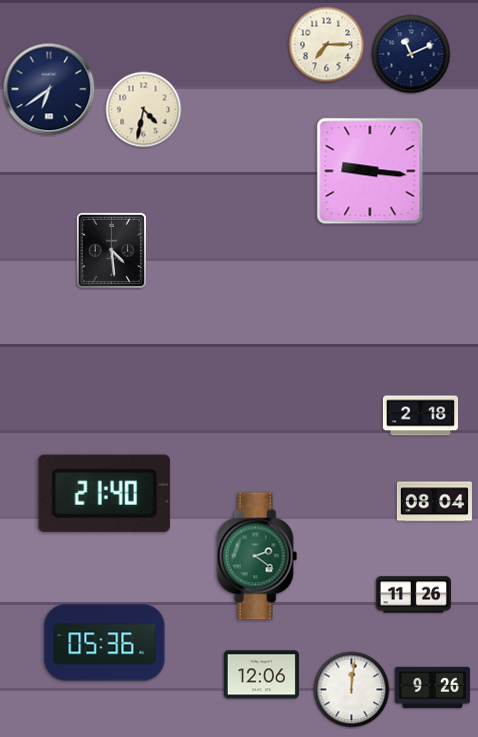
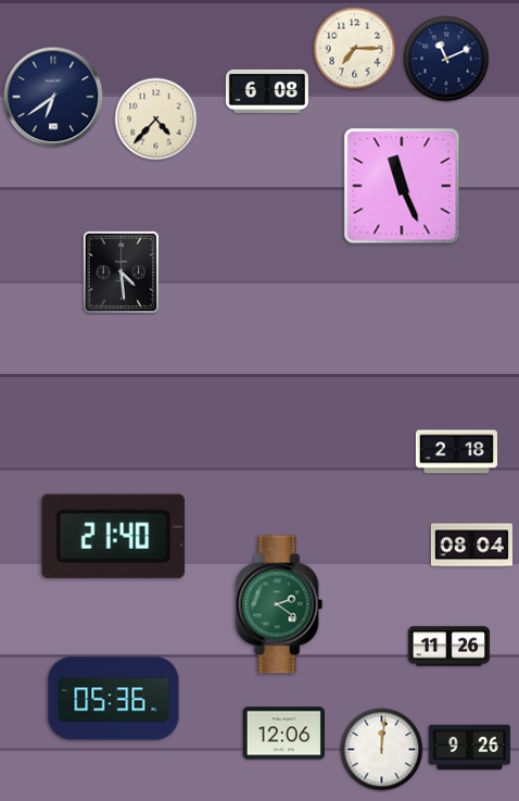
clock at (267, 91): none -> 6:08
clock at (144, 110): 4:32 -> 4:37
clock at (370, 171): 9:16 -> 11:26
